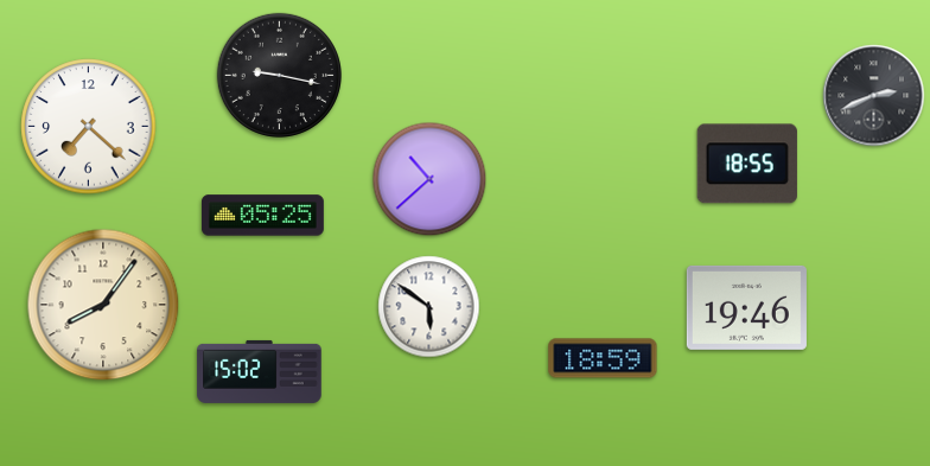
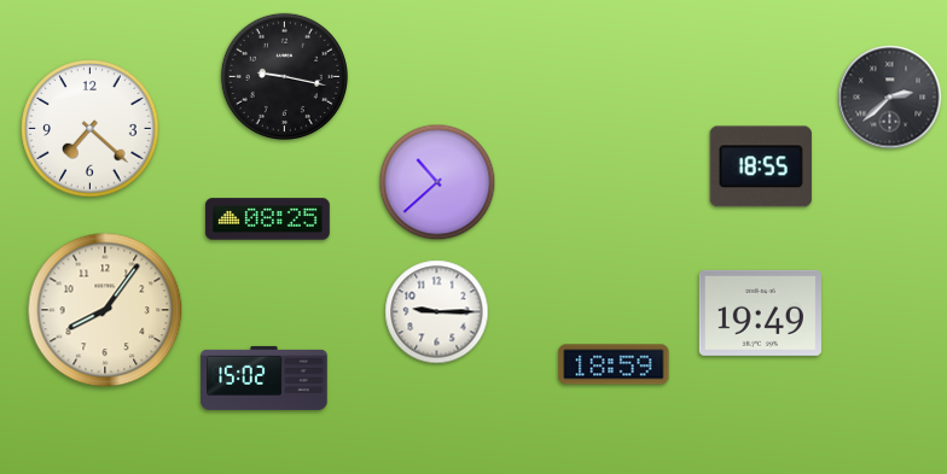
clock at (874, 96): 2:41 -> 2:38
clock at (262, 216): 05:25 -> 08:25
clock at (429, 307): 5:51 -> 9:15
clock at (746, 307): 19:46 -> 19:49
